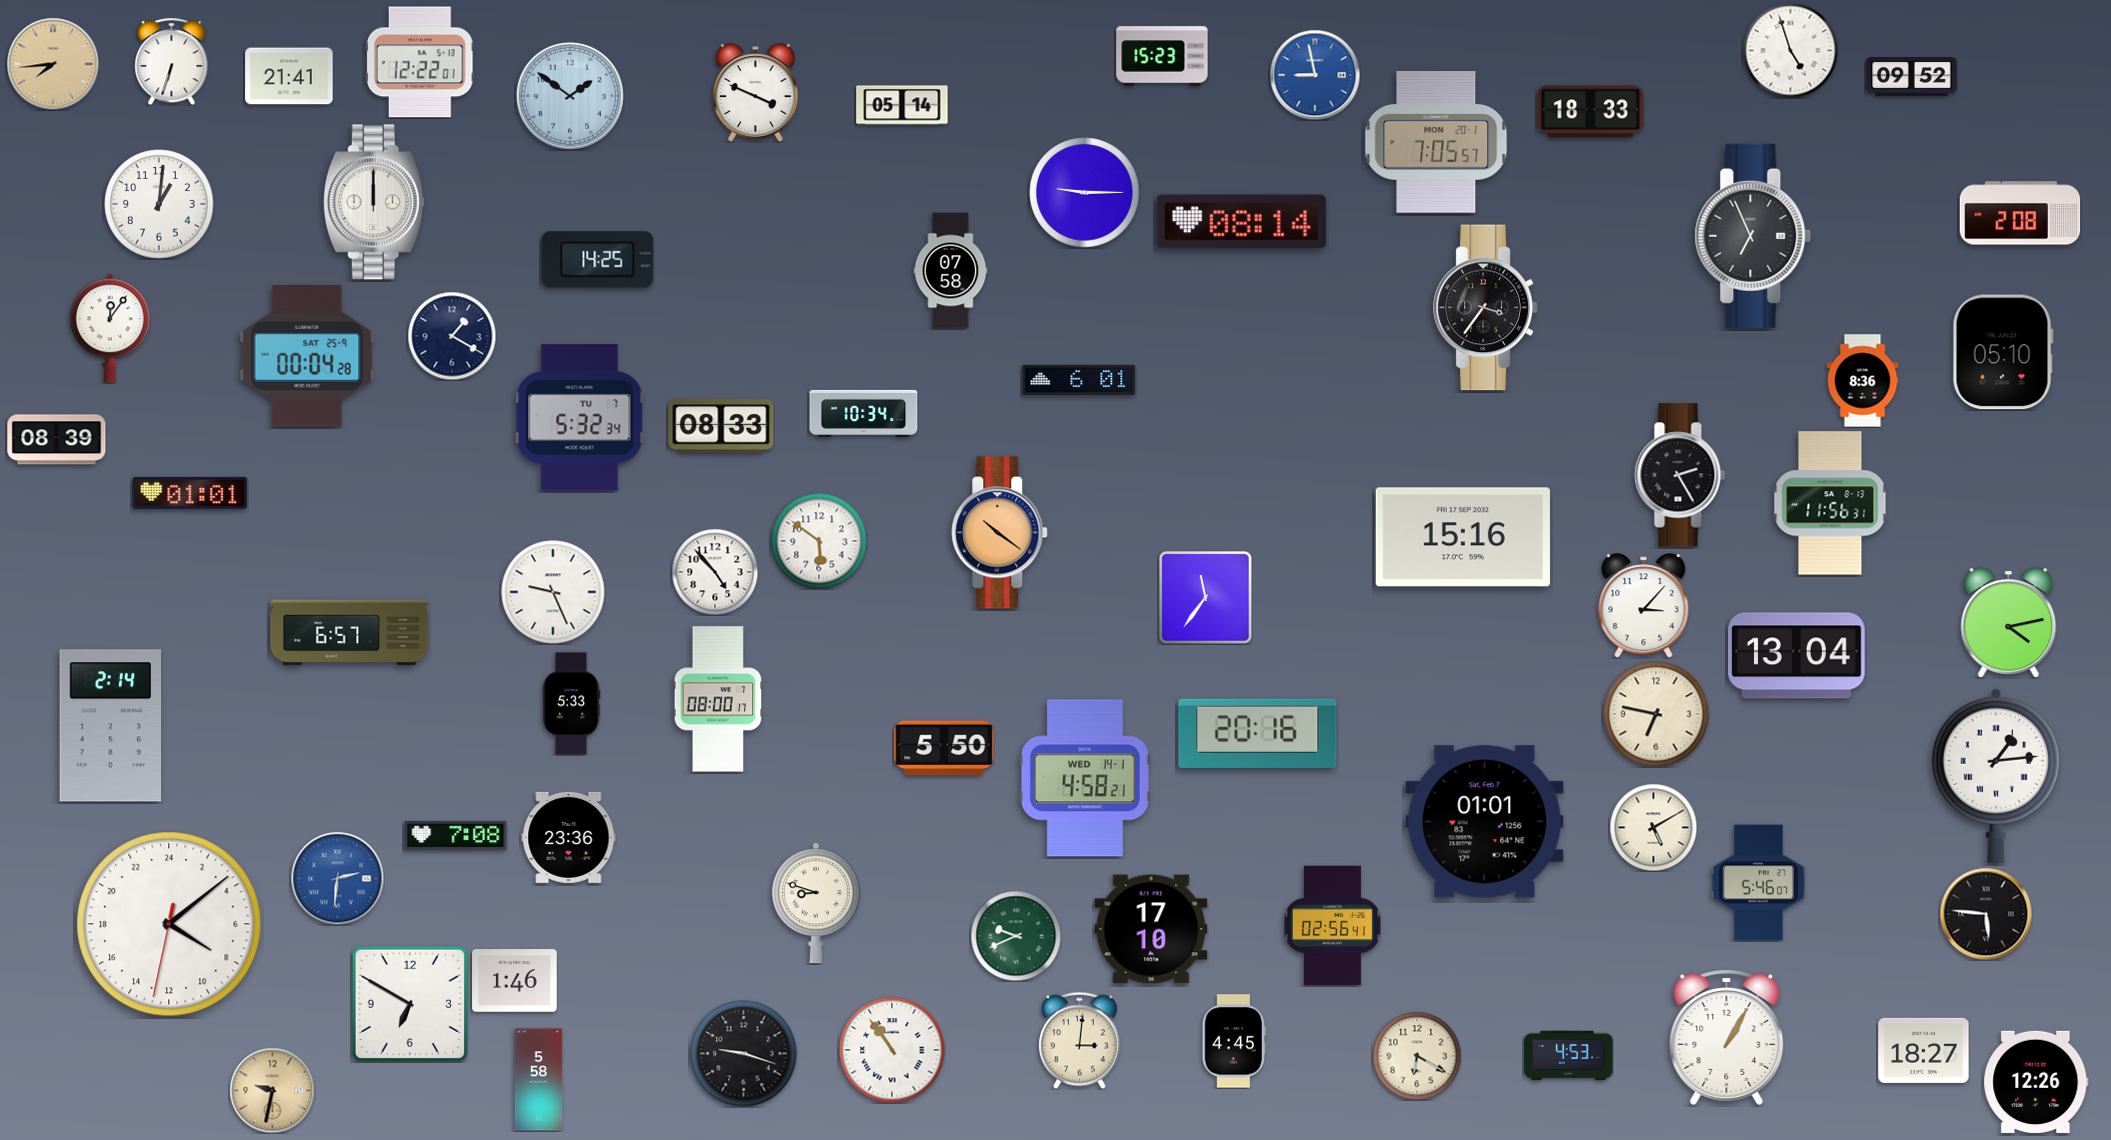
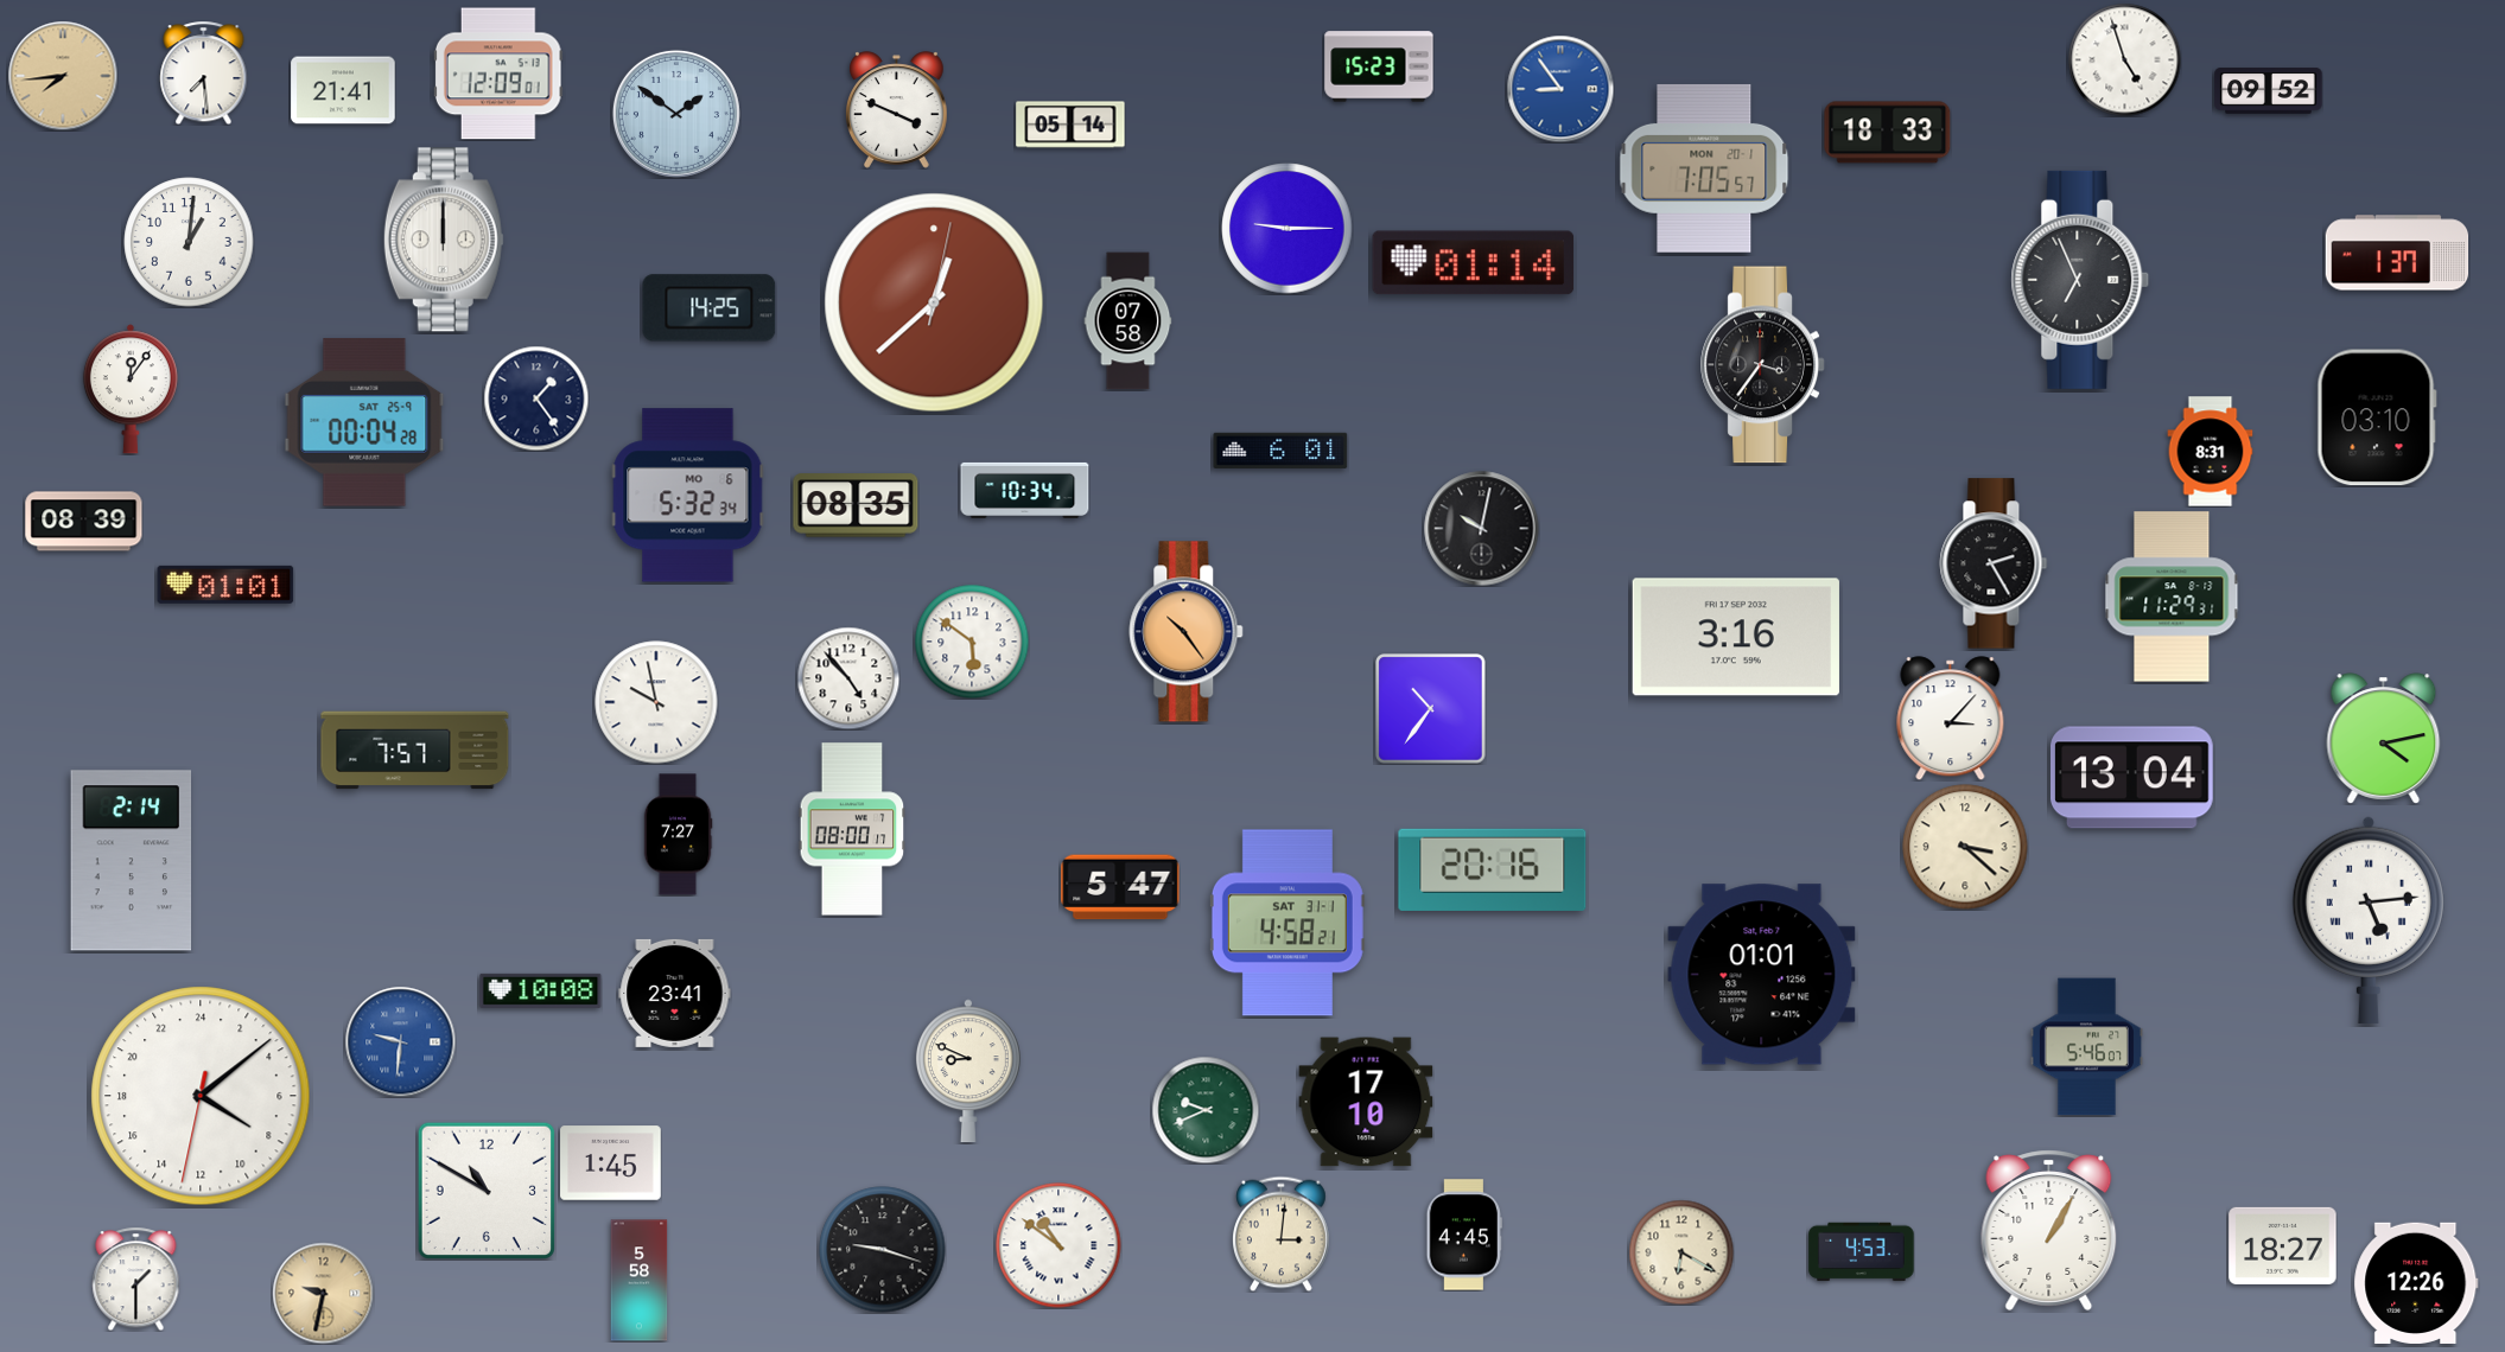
clock at (172, 61): 6:33 -> 7:29
clock at (420, 62): 12:22 -> 12:09
clock at (1315, 75): 8:58 -> 8:54
clock at (2020, 213): 2:08 -> 1:37
clock at (1242, 222): 08:14 -> 01:14
clock at (934, 302): none -> 12:38
clock at (452, 336): 1:20 -> 1:24
clock at (2003, 352): 05:10 -> 03:10
clock at (1863, 381): 8:36 -> 8:31
clock at (580, 418) date: TU 7 -> MO 6
clock at (721, 426): 08:33 -> 08:35
clock at (57, 440) position: (57, 440) -> (84, 522)
clock at (1482, 529): none -> 10:02
clock at (1830, 503): 11:56 -> 11:29
clock at (1000, 533): 10:21 -> 10:24
clock at (1463, 537): 15:16 -> 3:16
clock at (553, 592): 9:26 -> 9:58
clock at (1206, 598): 11:36 -> 10:36
clock at (350, 633): 6:57 -> 7:57
clock at (571, 704): 5:33 -> 7:27
clock at (1656, 714): 6:47 -> 3:22
clock at (944, 748): 5:50 -> 5:47
clock at (1996, 776): 1:14 -> 5:14
clock at (1085, 778) date: WED 14-1 -> SAT 31-1
clock at (1653, 827): 5:10 -> none
clock at (456, 835): 7:08 -> 10:08
clock at (569, 837): 23:36 -> 23:41
clock at (337, 878): 2:31 -> 9:31
clock at (816, 903): 8:48 -> 8:49
clock at (1986, 914): 5:46 -> none
clock at (1332, 926): 02:56 -> none
clock at (515, 981): 1:46 -> 1:45
clock at (409, 1003): 6:50 -> 10:50
clock at (892, 1050): 10:54 -> 10:51
clock at (136, 1278): none -> 1:30
